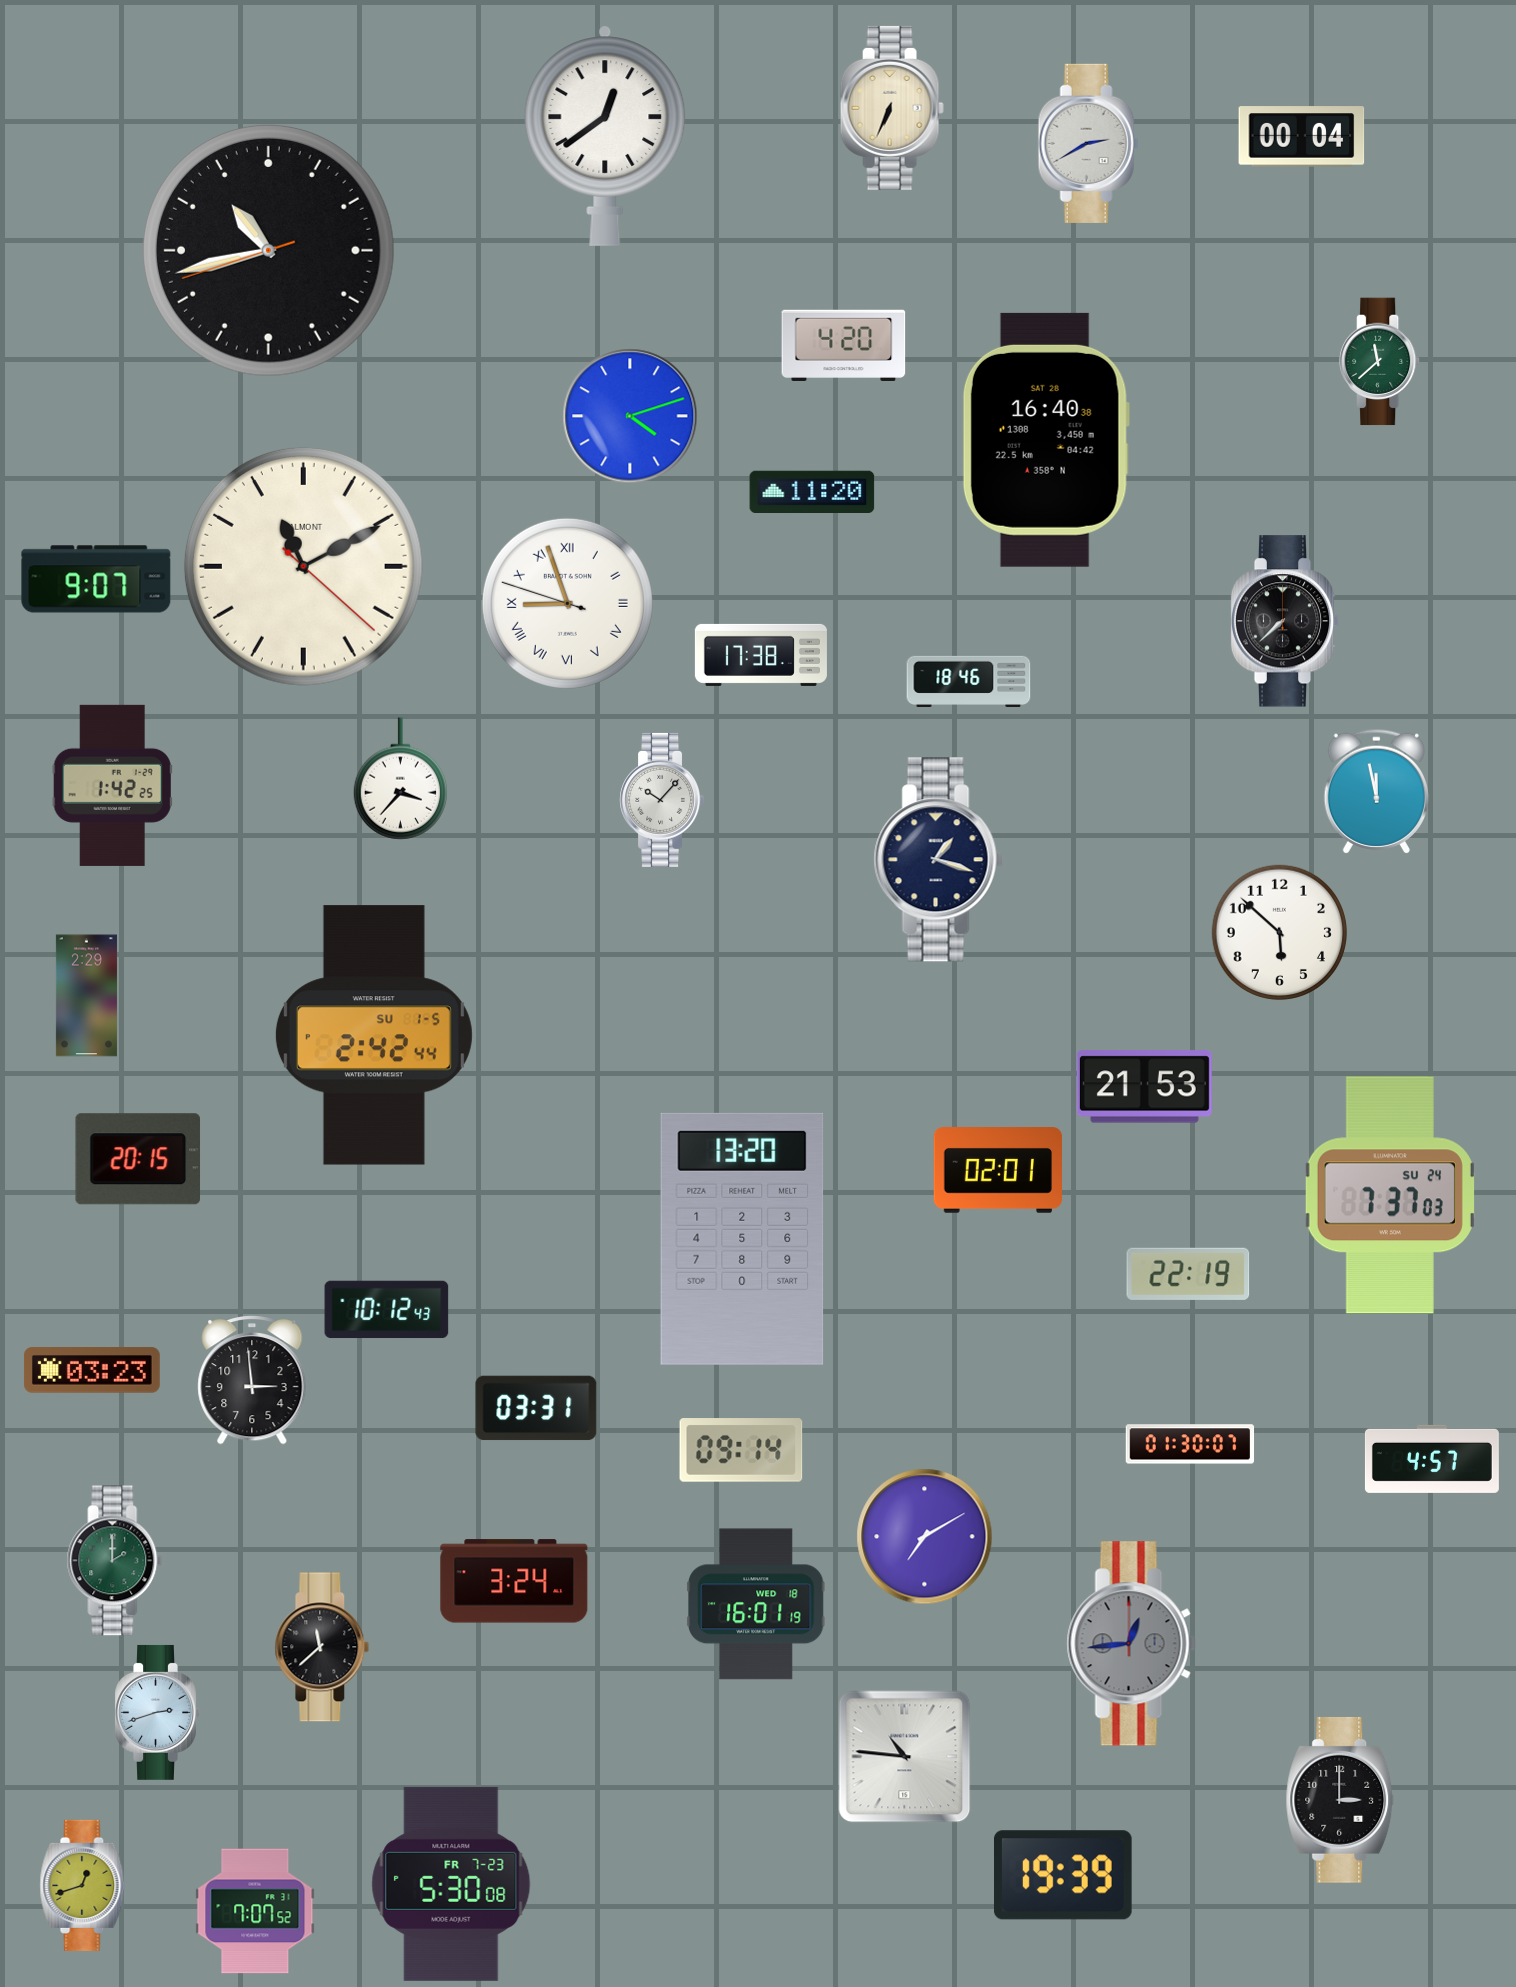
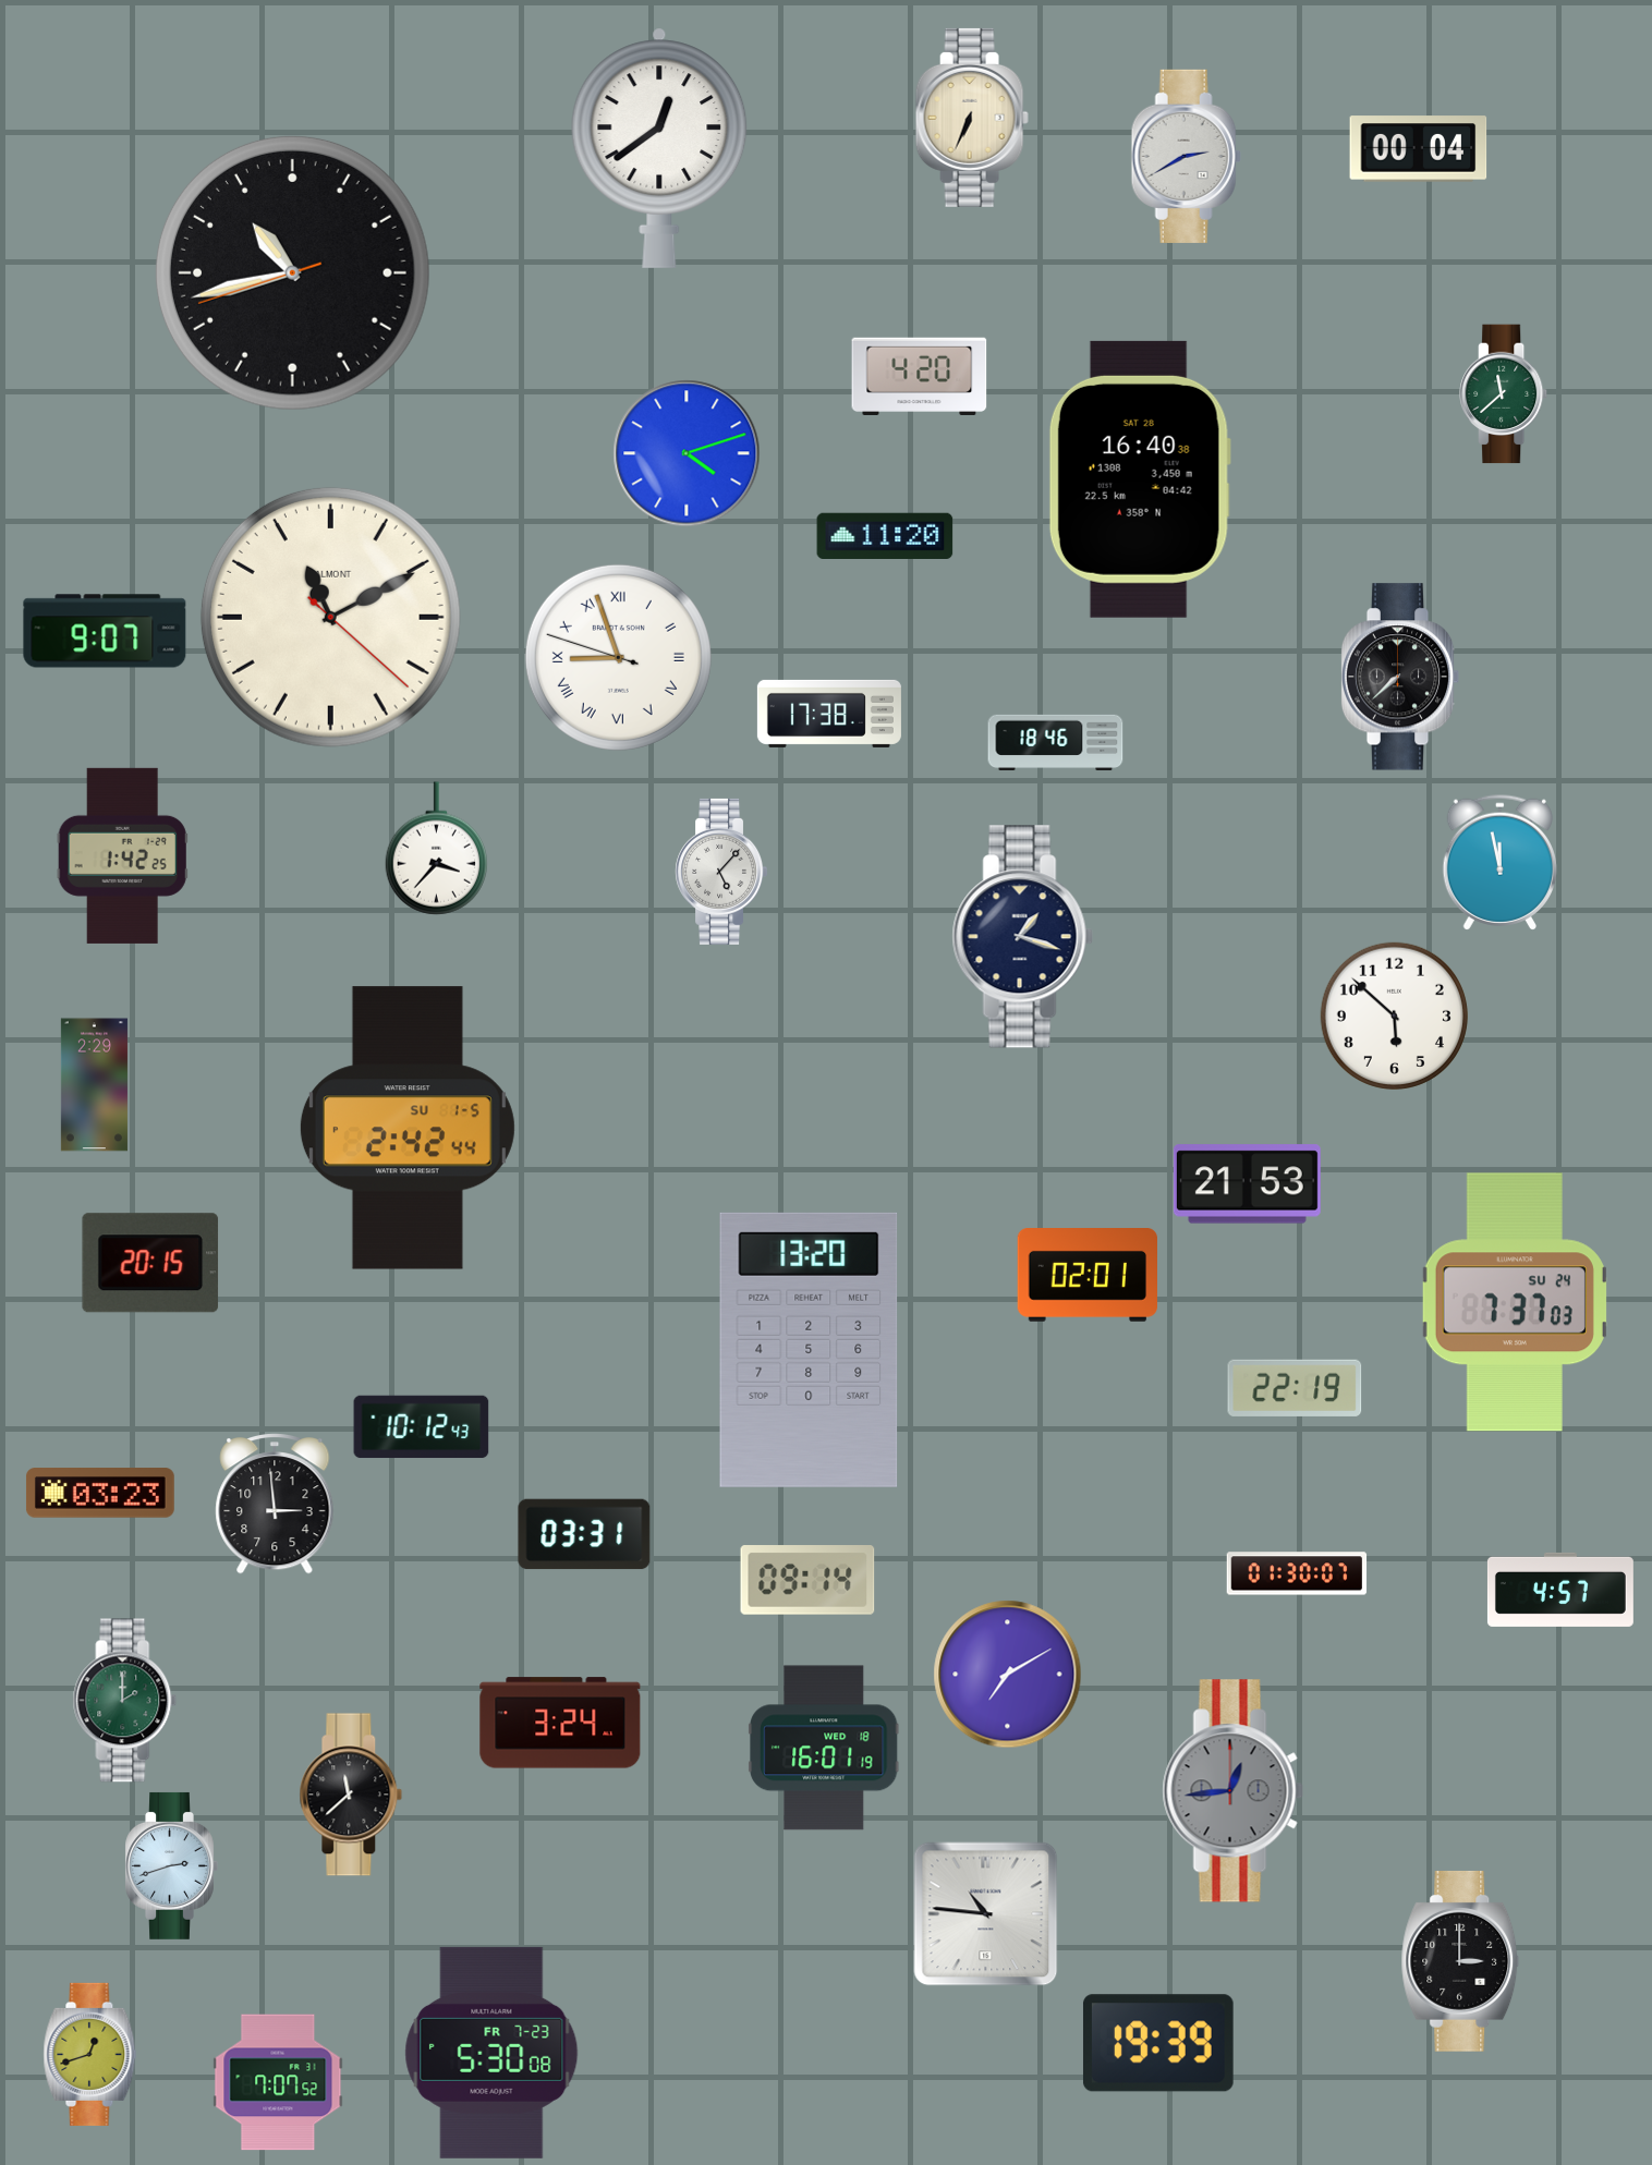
clock at (661, 800): 10:07 -> 5:07
